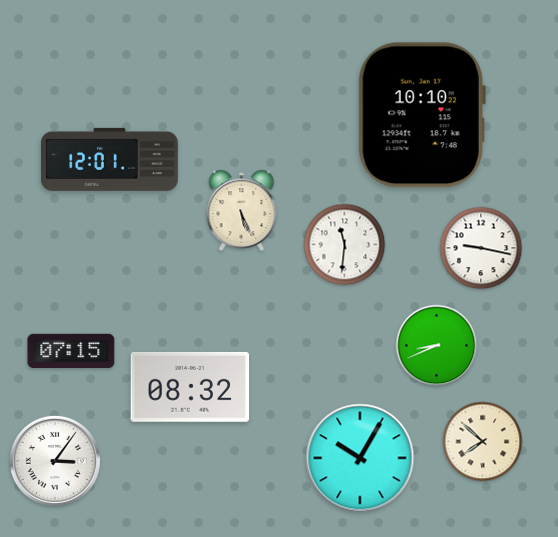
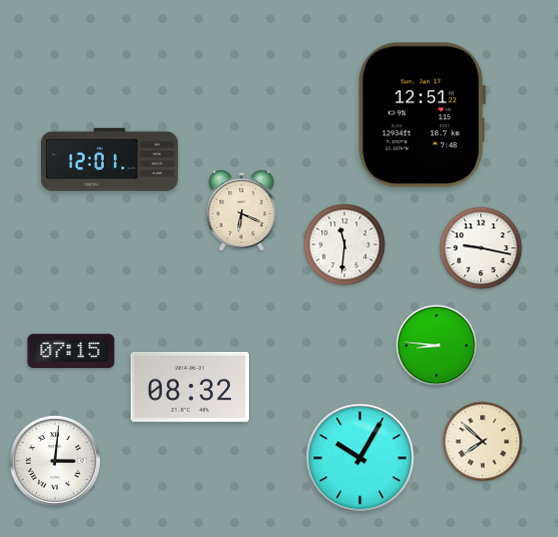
clock at (422, 115): 10:10 -> 12:51
clock at (242, 211): 5:26 -> 6:19
clock at (437, 346): 8:41 -> 8:46
clock at (55, 461): 3:06 -> 3:01
